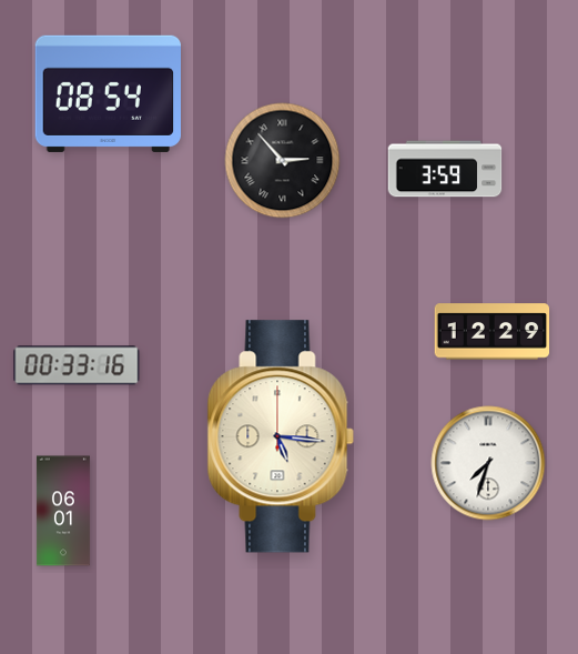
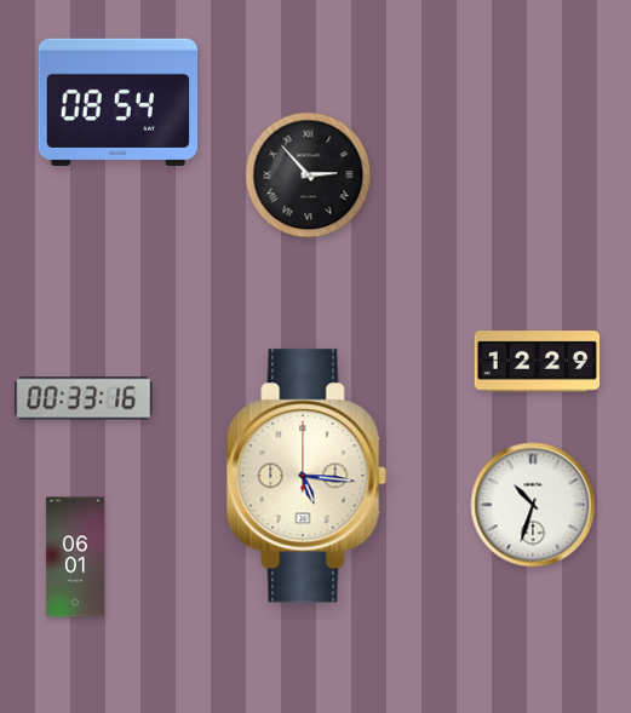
clock at (445, 169): 3:59 -> none
clock at (488, 463): 7:33 -> 10:33
clock at (63, 511) position: (63, 511) -> (75, 557)
